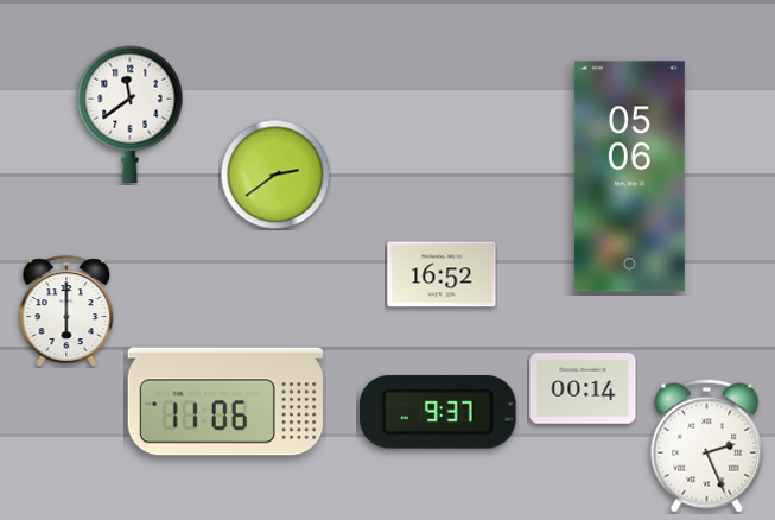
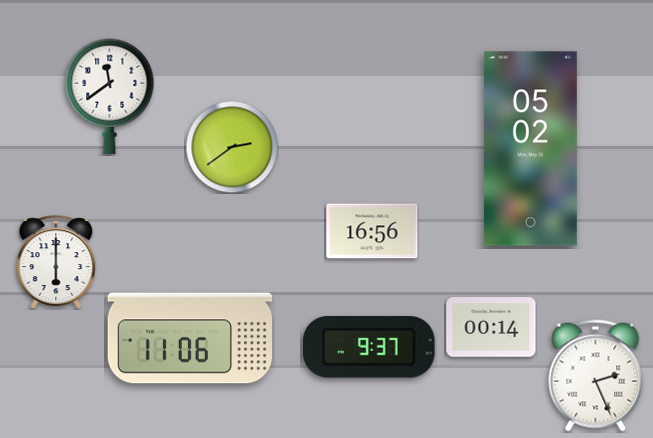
clock at (629, 177): 05:06 -> 05:02
clock at (442, 274): 16:52 -> 16:56
